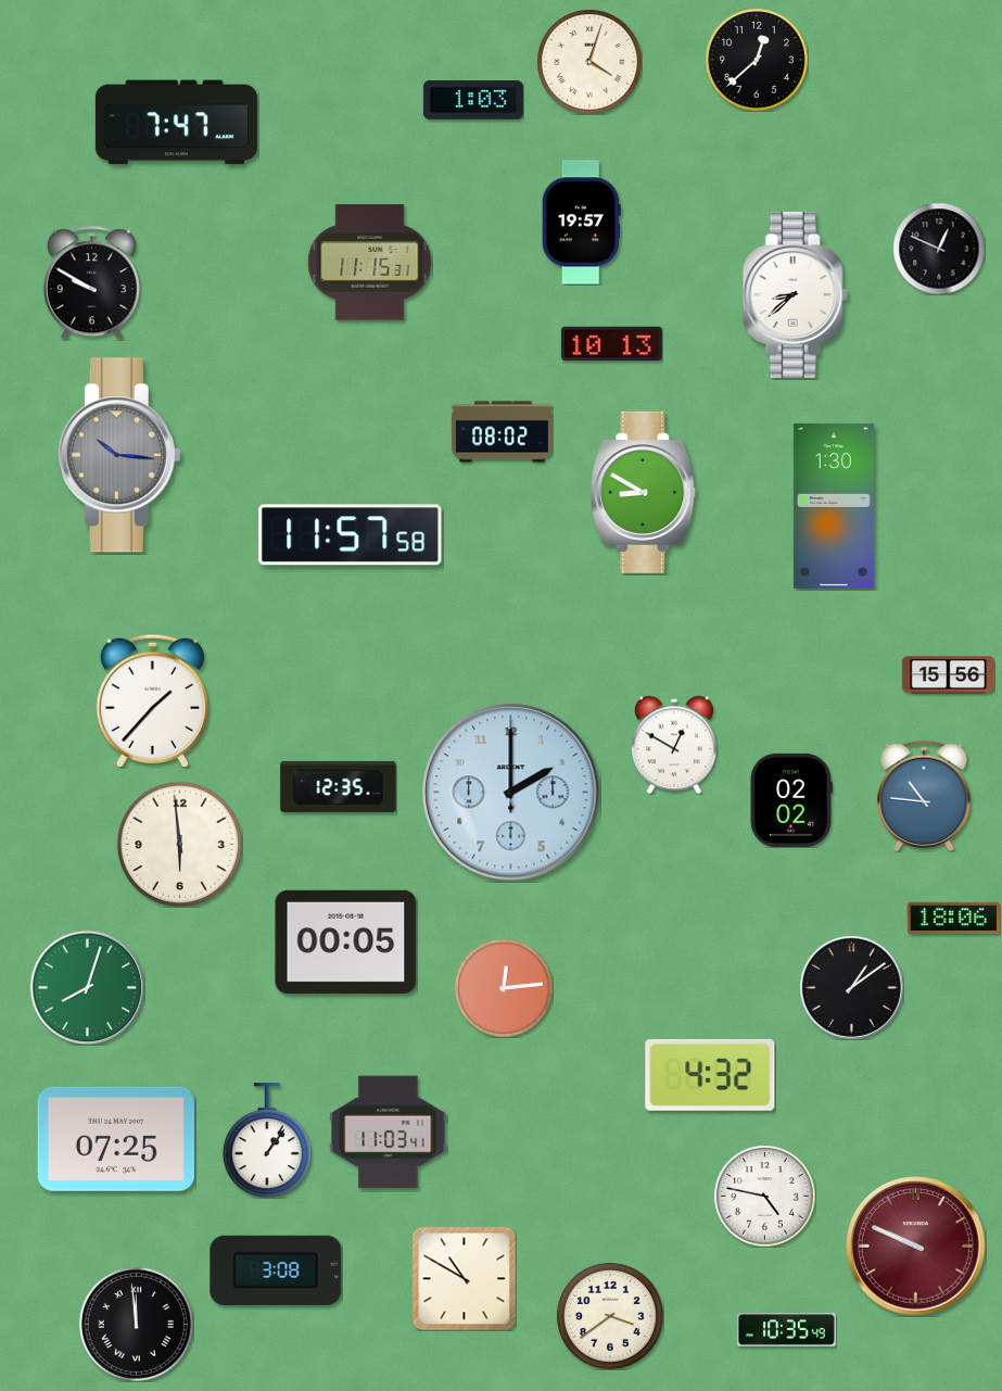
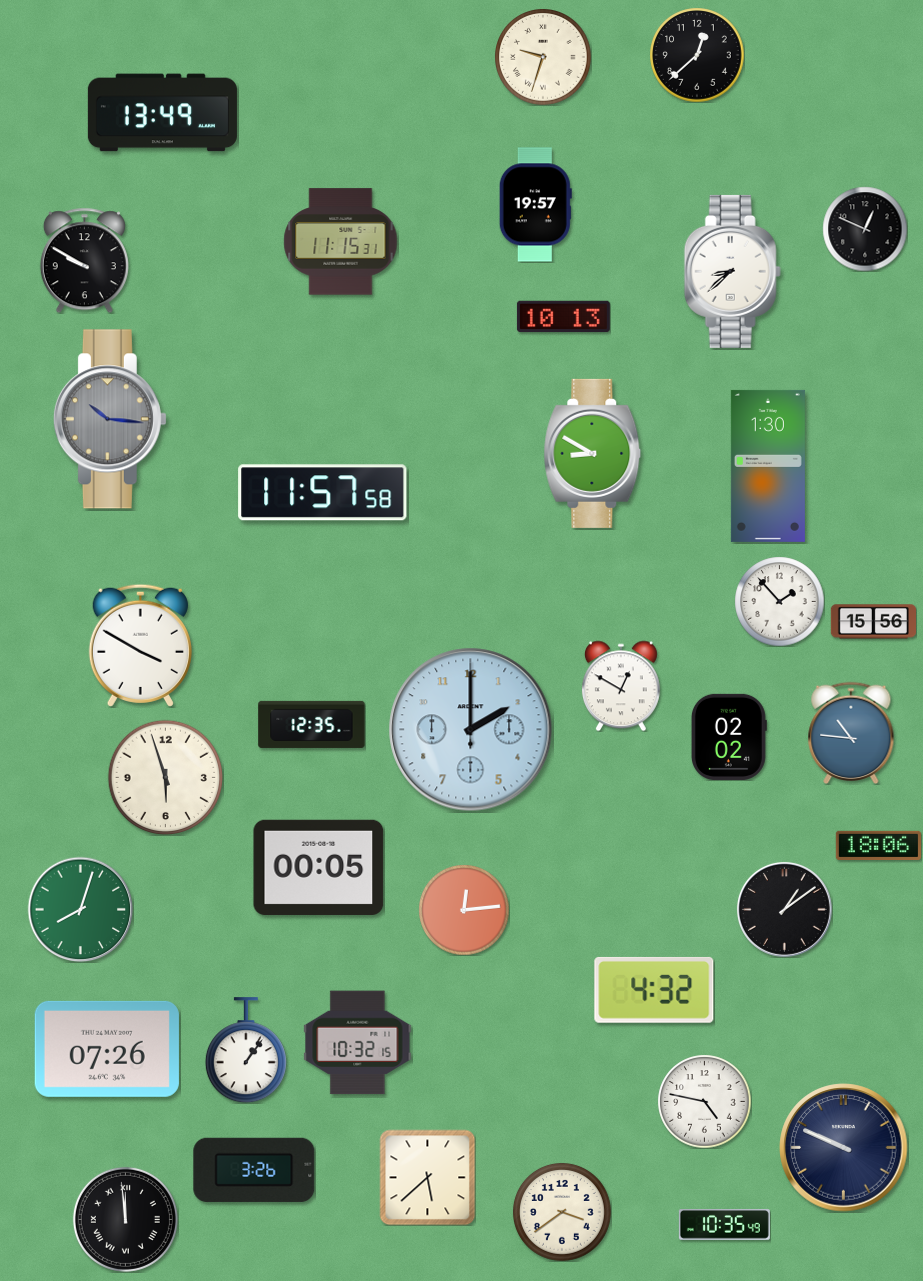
clock at (589, 62): 4:03 -> 9:33
clock at (473, 100): 1:03 -> none
clock at (176, 123): 7:47 -> 13:49
clock at (502, 432): 08:02 -> none
clock at (779, 601): none -> 1:53
clock at (152, 700): 1:37 -> 3:50
clock at (179, 844): 5:59 -> 5:57
clock at (389, 1133): 11:03 -> 10:32
clock at (116, 1139): 07:25 -> 07:26
clock at (916, 1247) dial: burgundy -> navy
clock at (276, 1270): 3:08 -> 3:26
clock at (464, 1278): 10:50 -> 5:38
